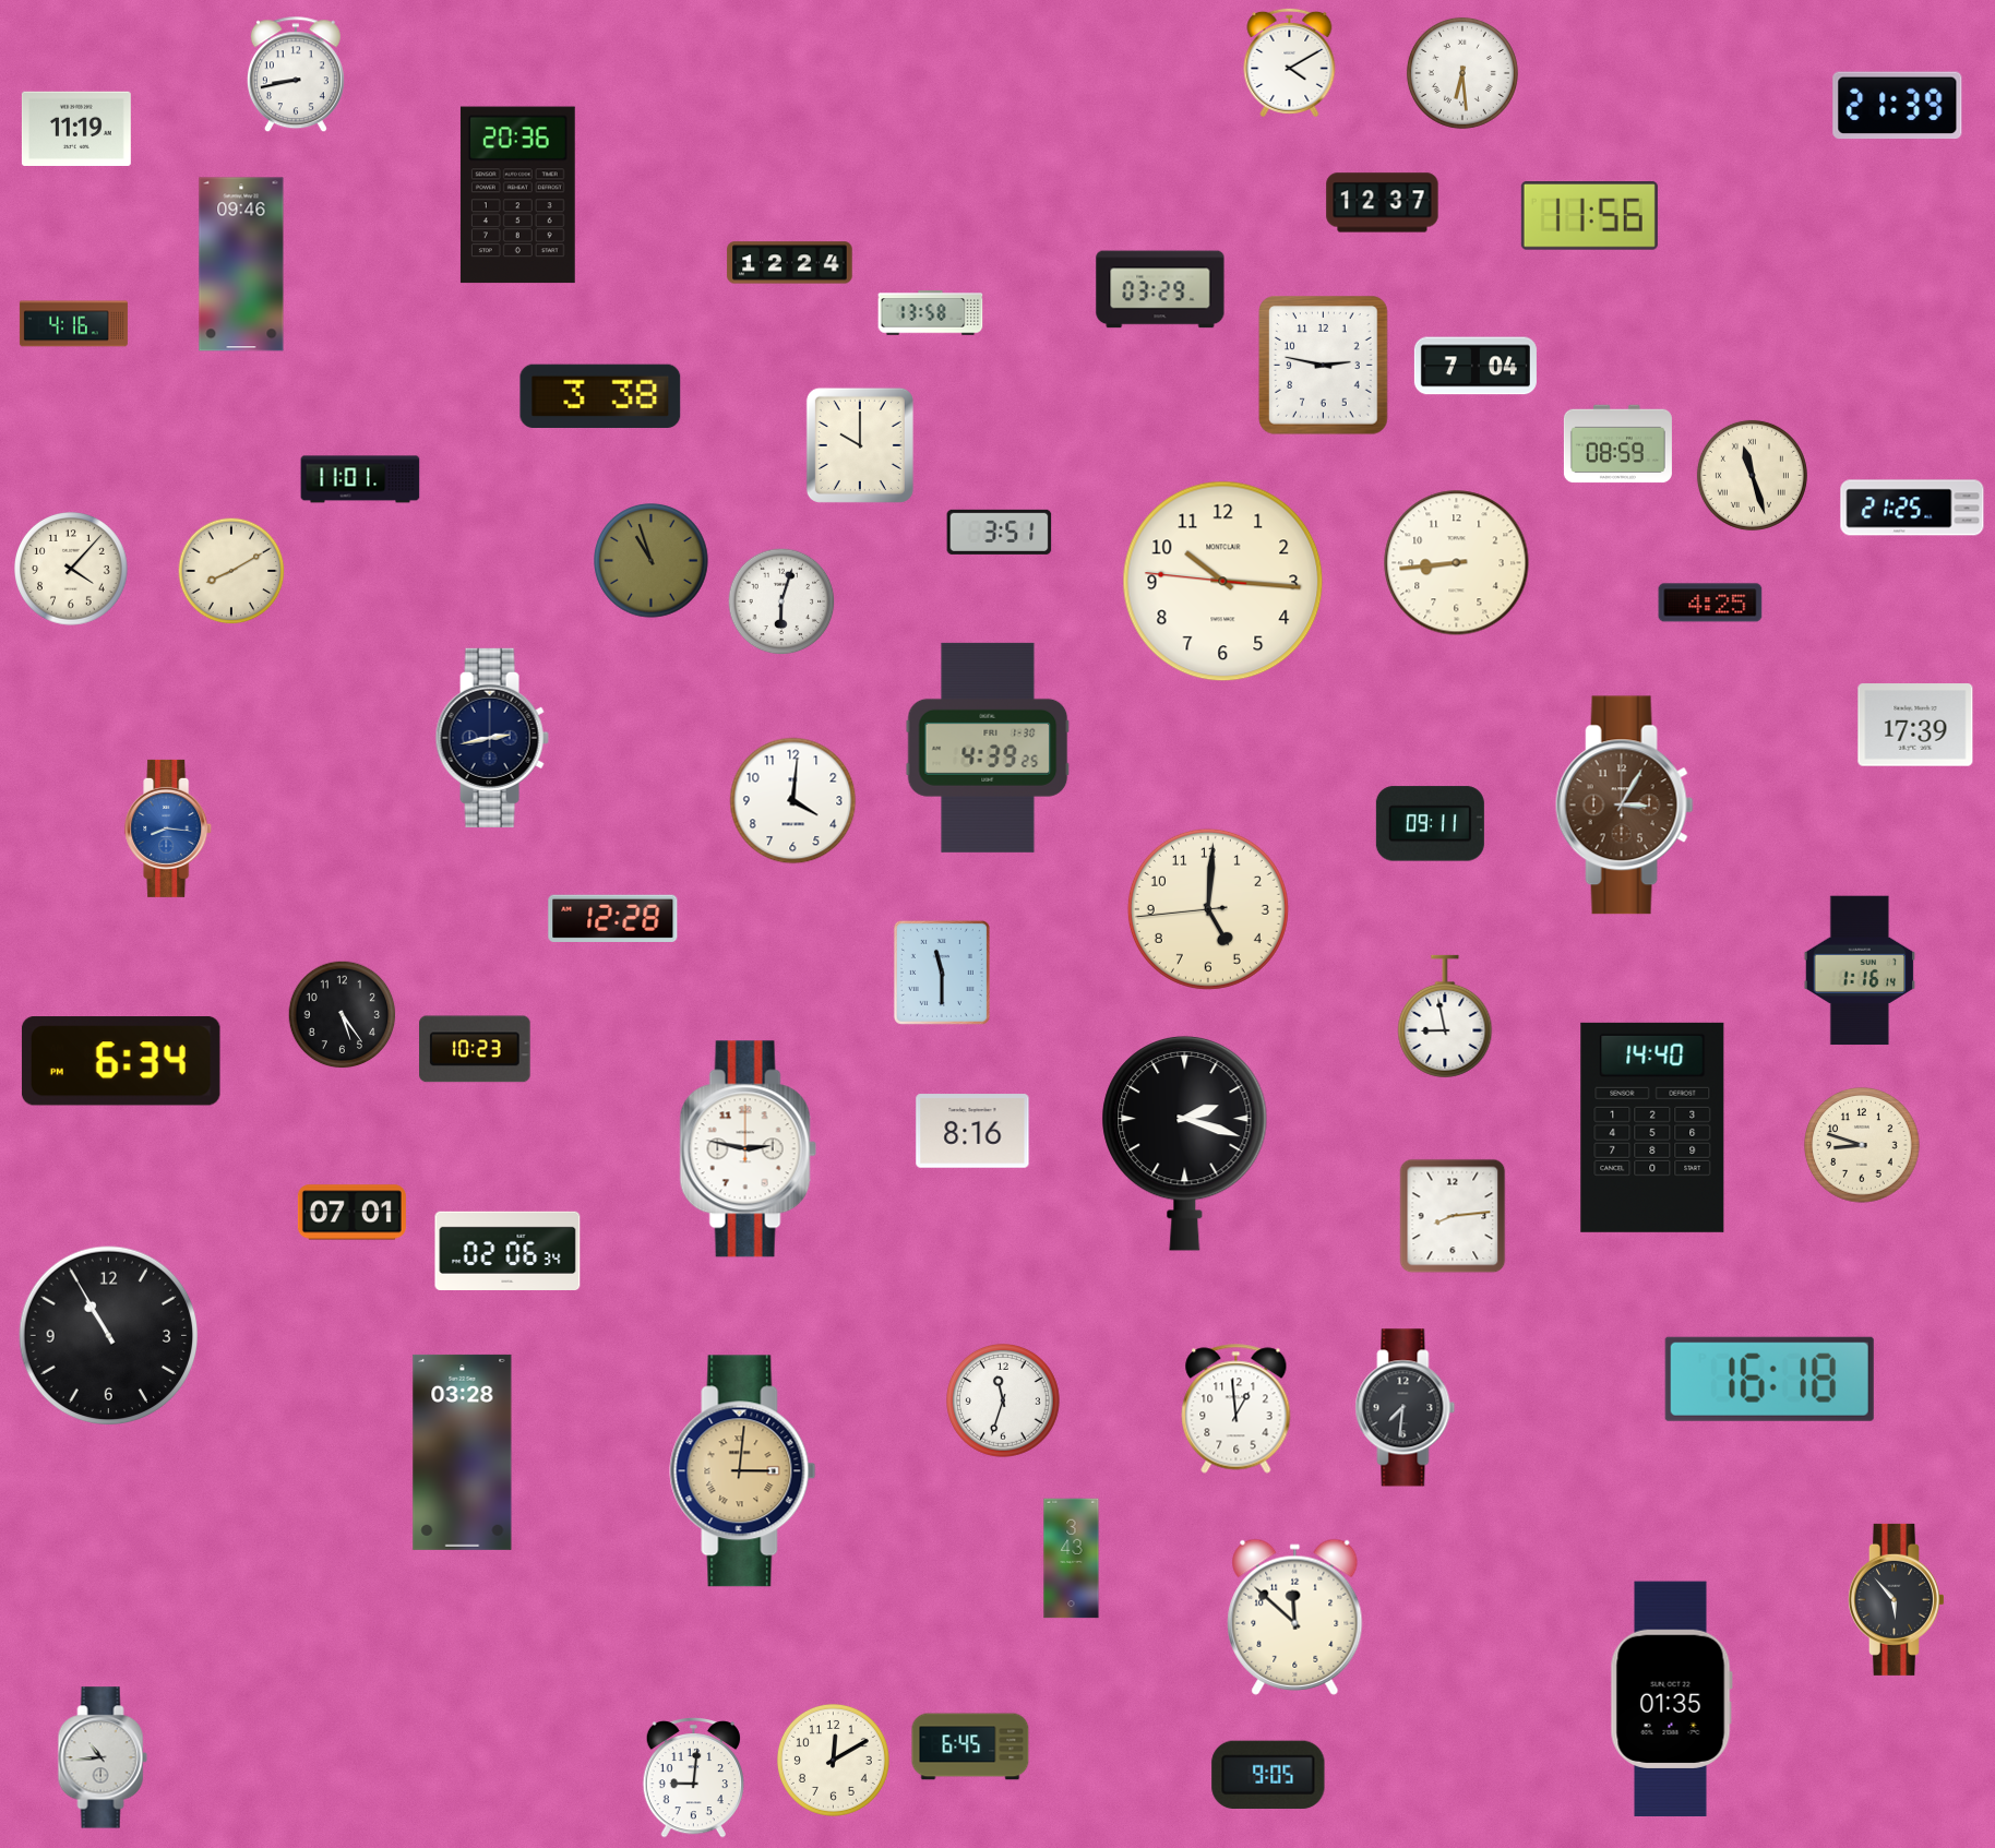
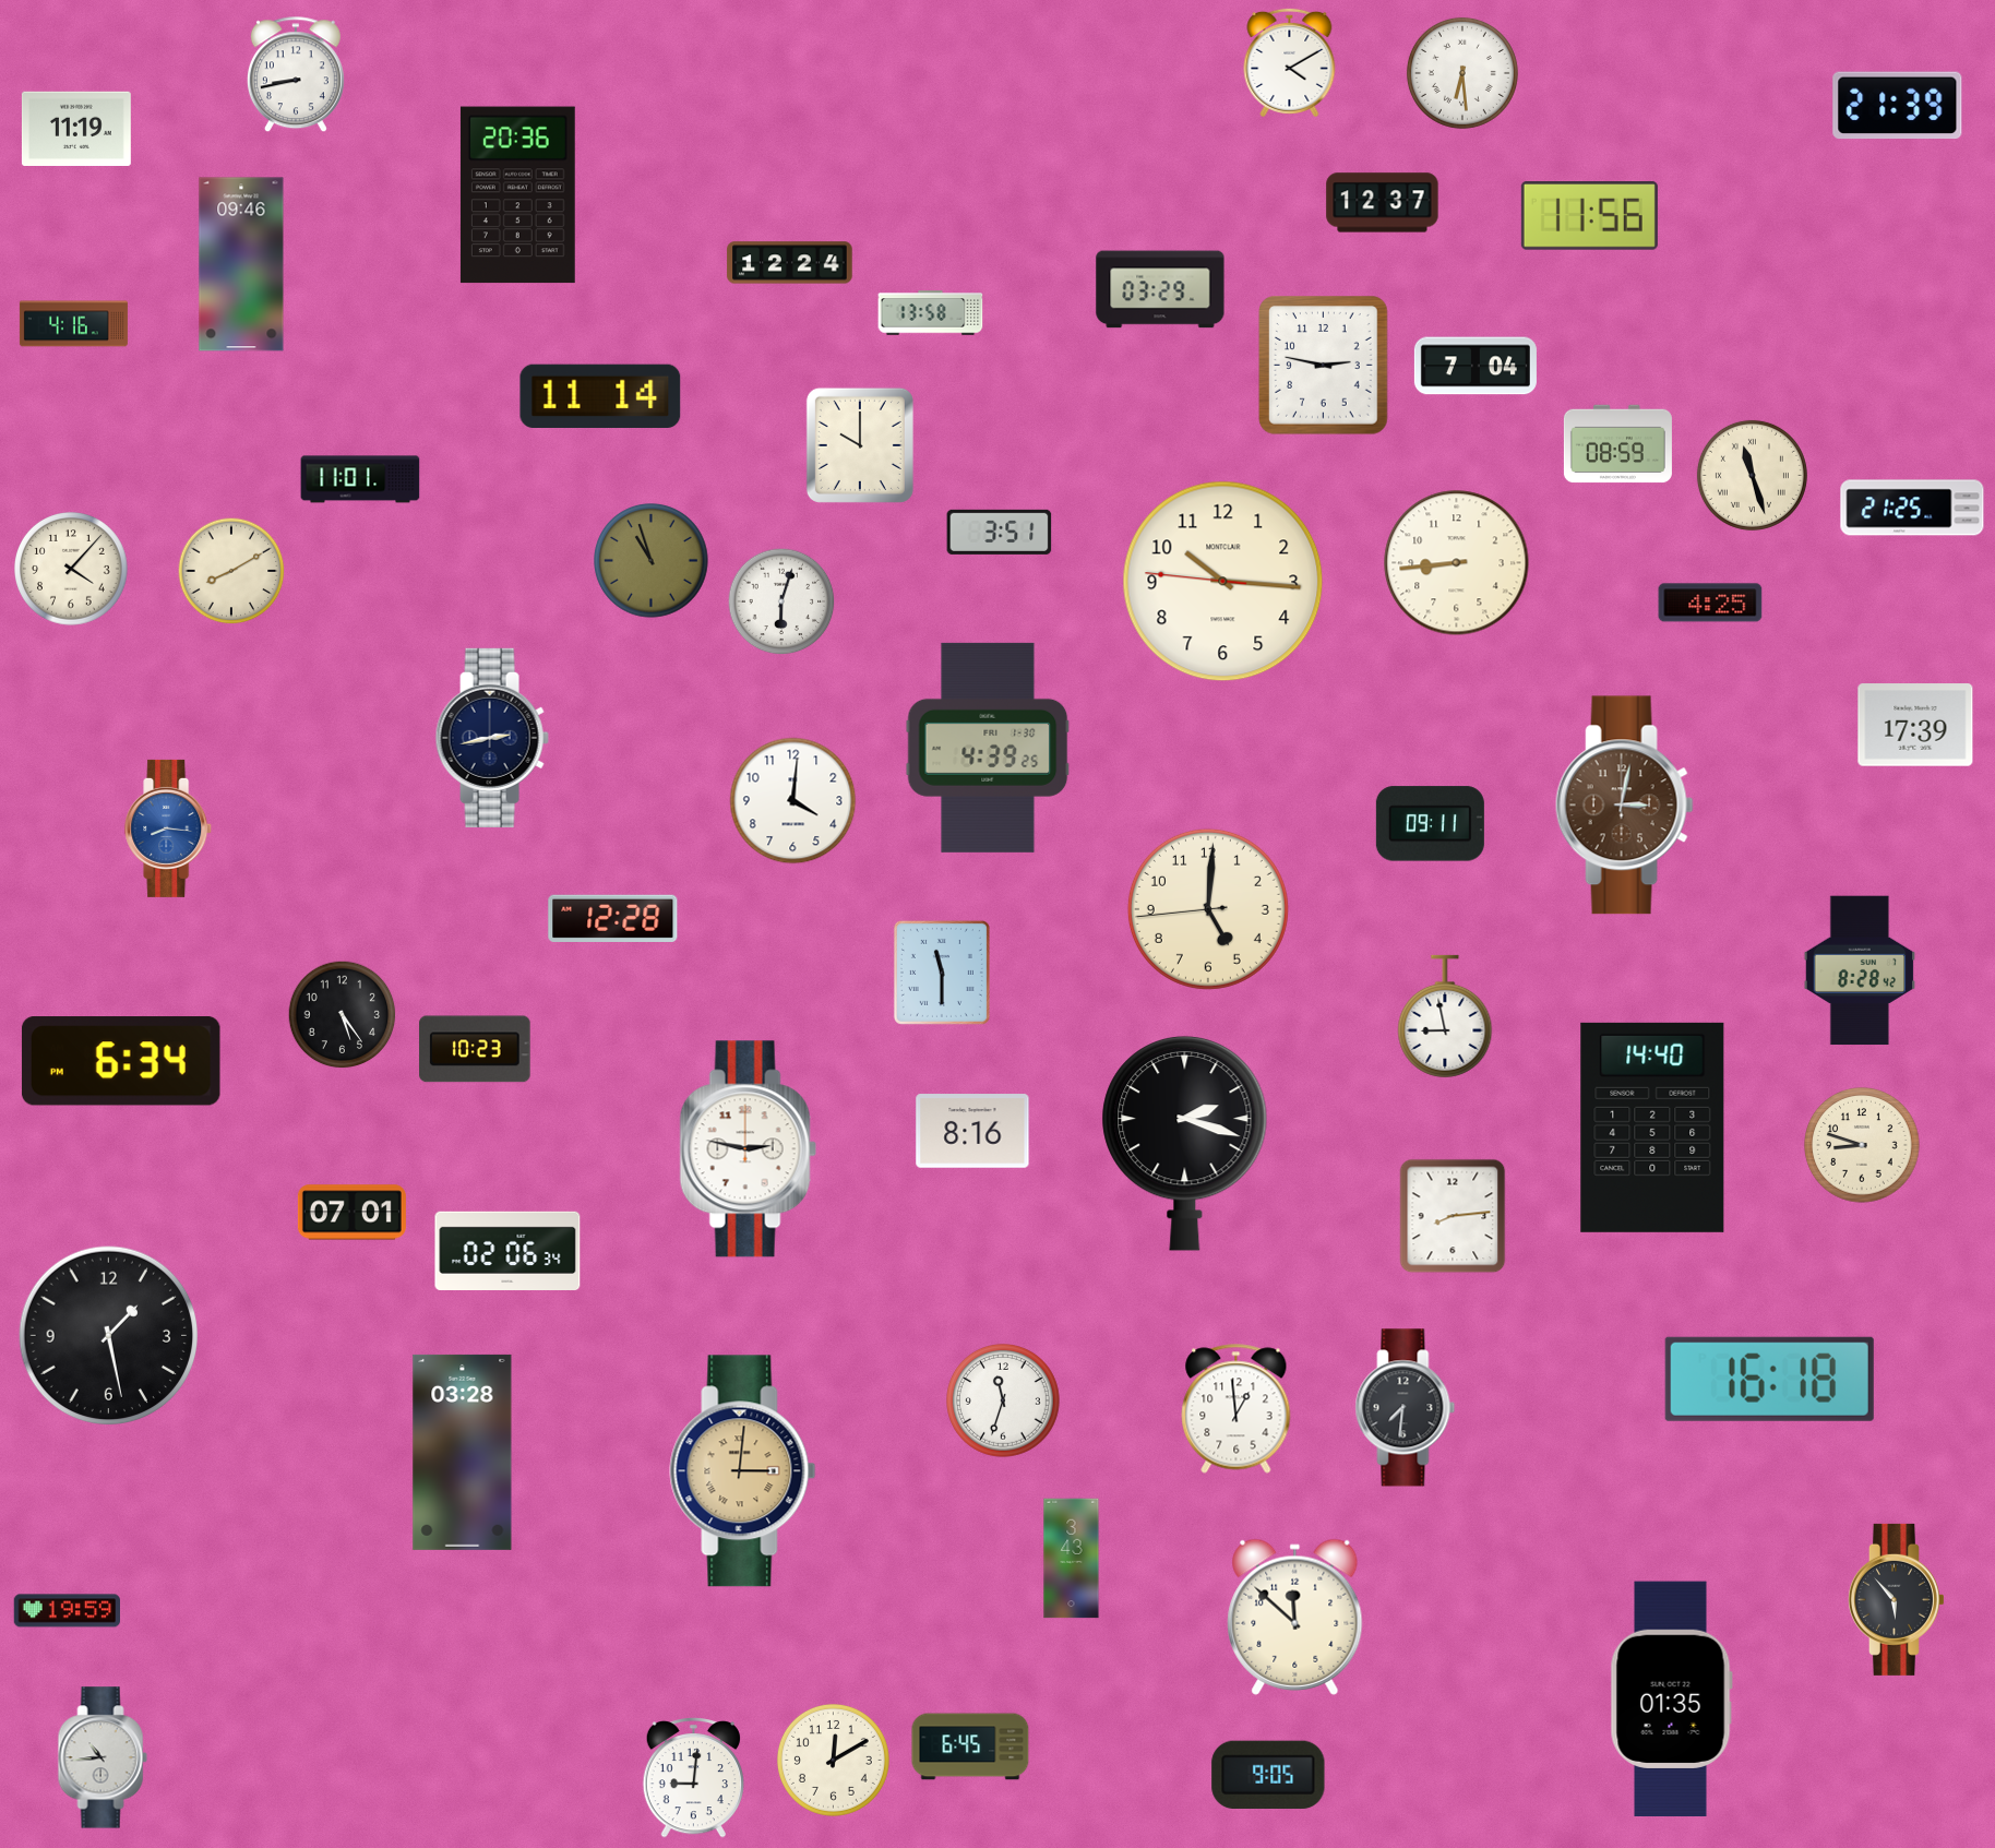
clock at (600, 396): 3:38 -> 11:14
clock at (1624, 806): 3:05 -> 3:02
clock at (1860, 970): 1:16 -> 8:28
clock at (109, 1336): 10:55 -> 1:28
clock at (68, 1611): none -> 19:59
